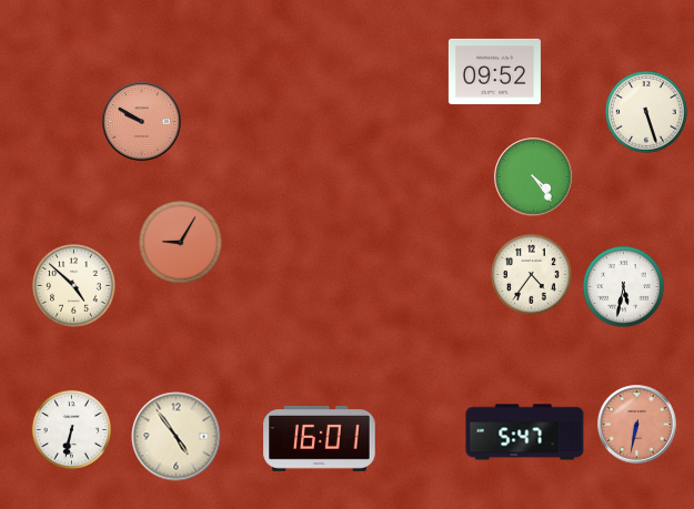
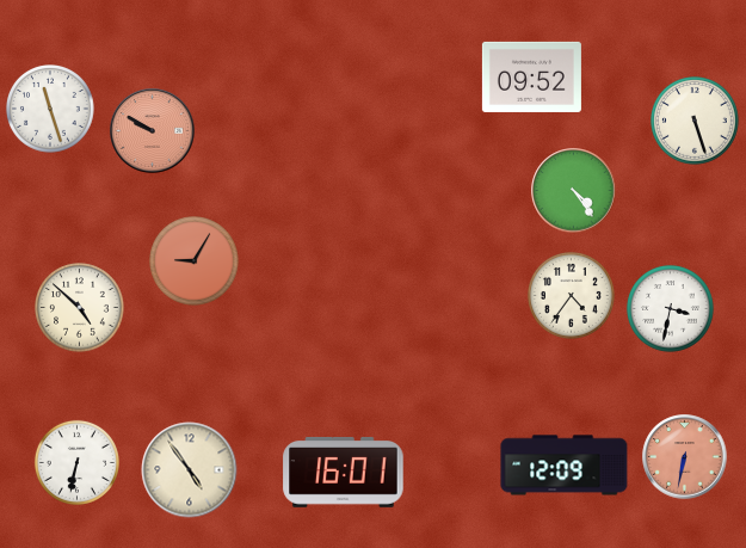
clock at (51, 110): none -> 11:27
clock at (623, 286): 5:32 -> 3:32
clock at (525, 432): 5:47 -> 12:09
